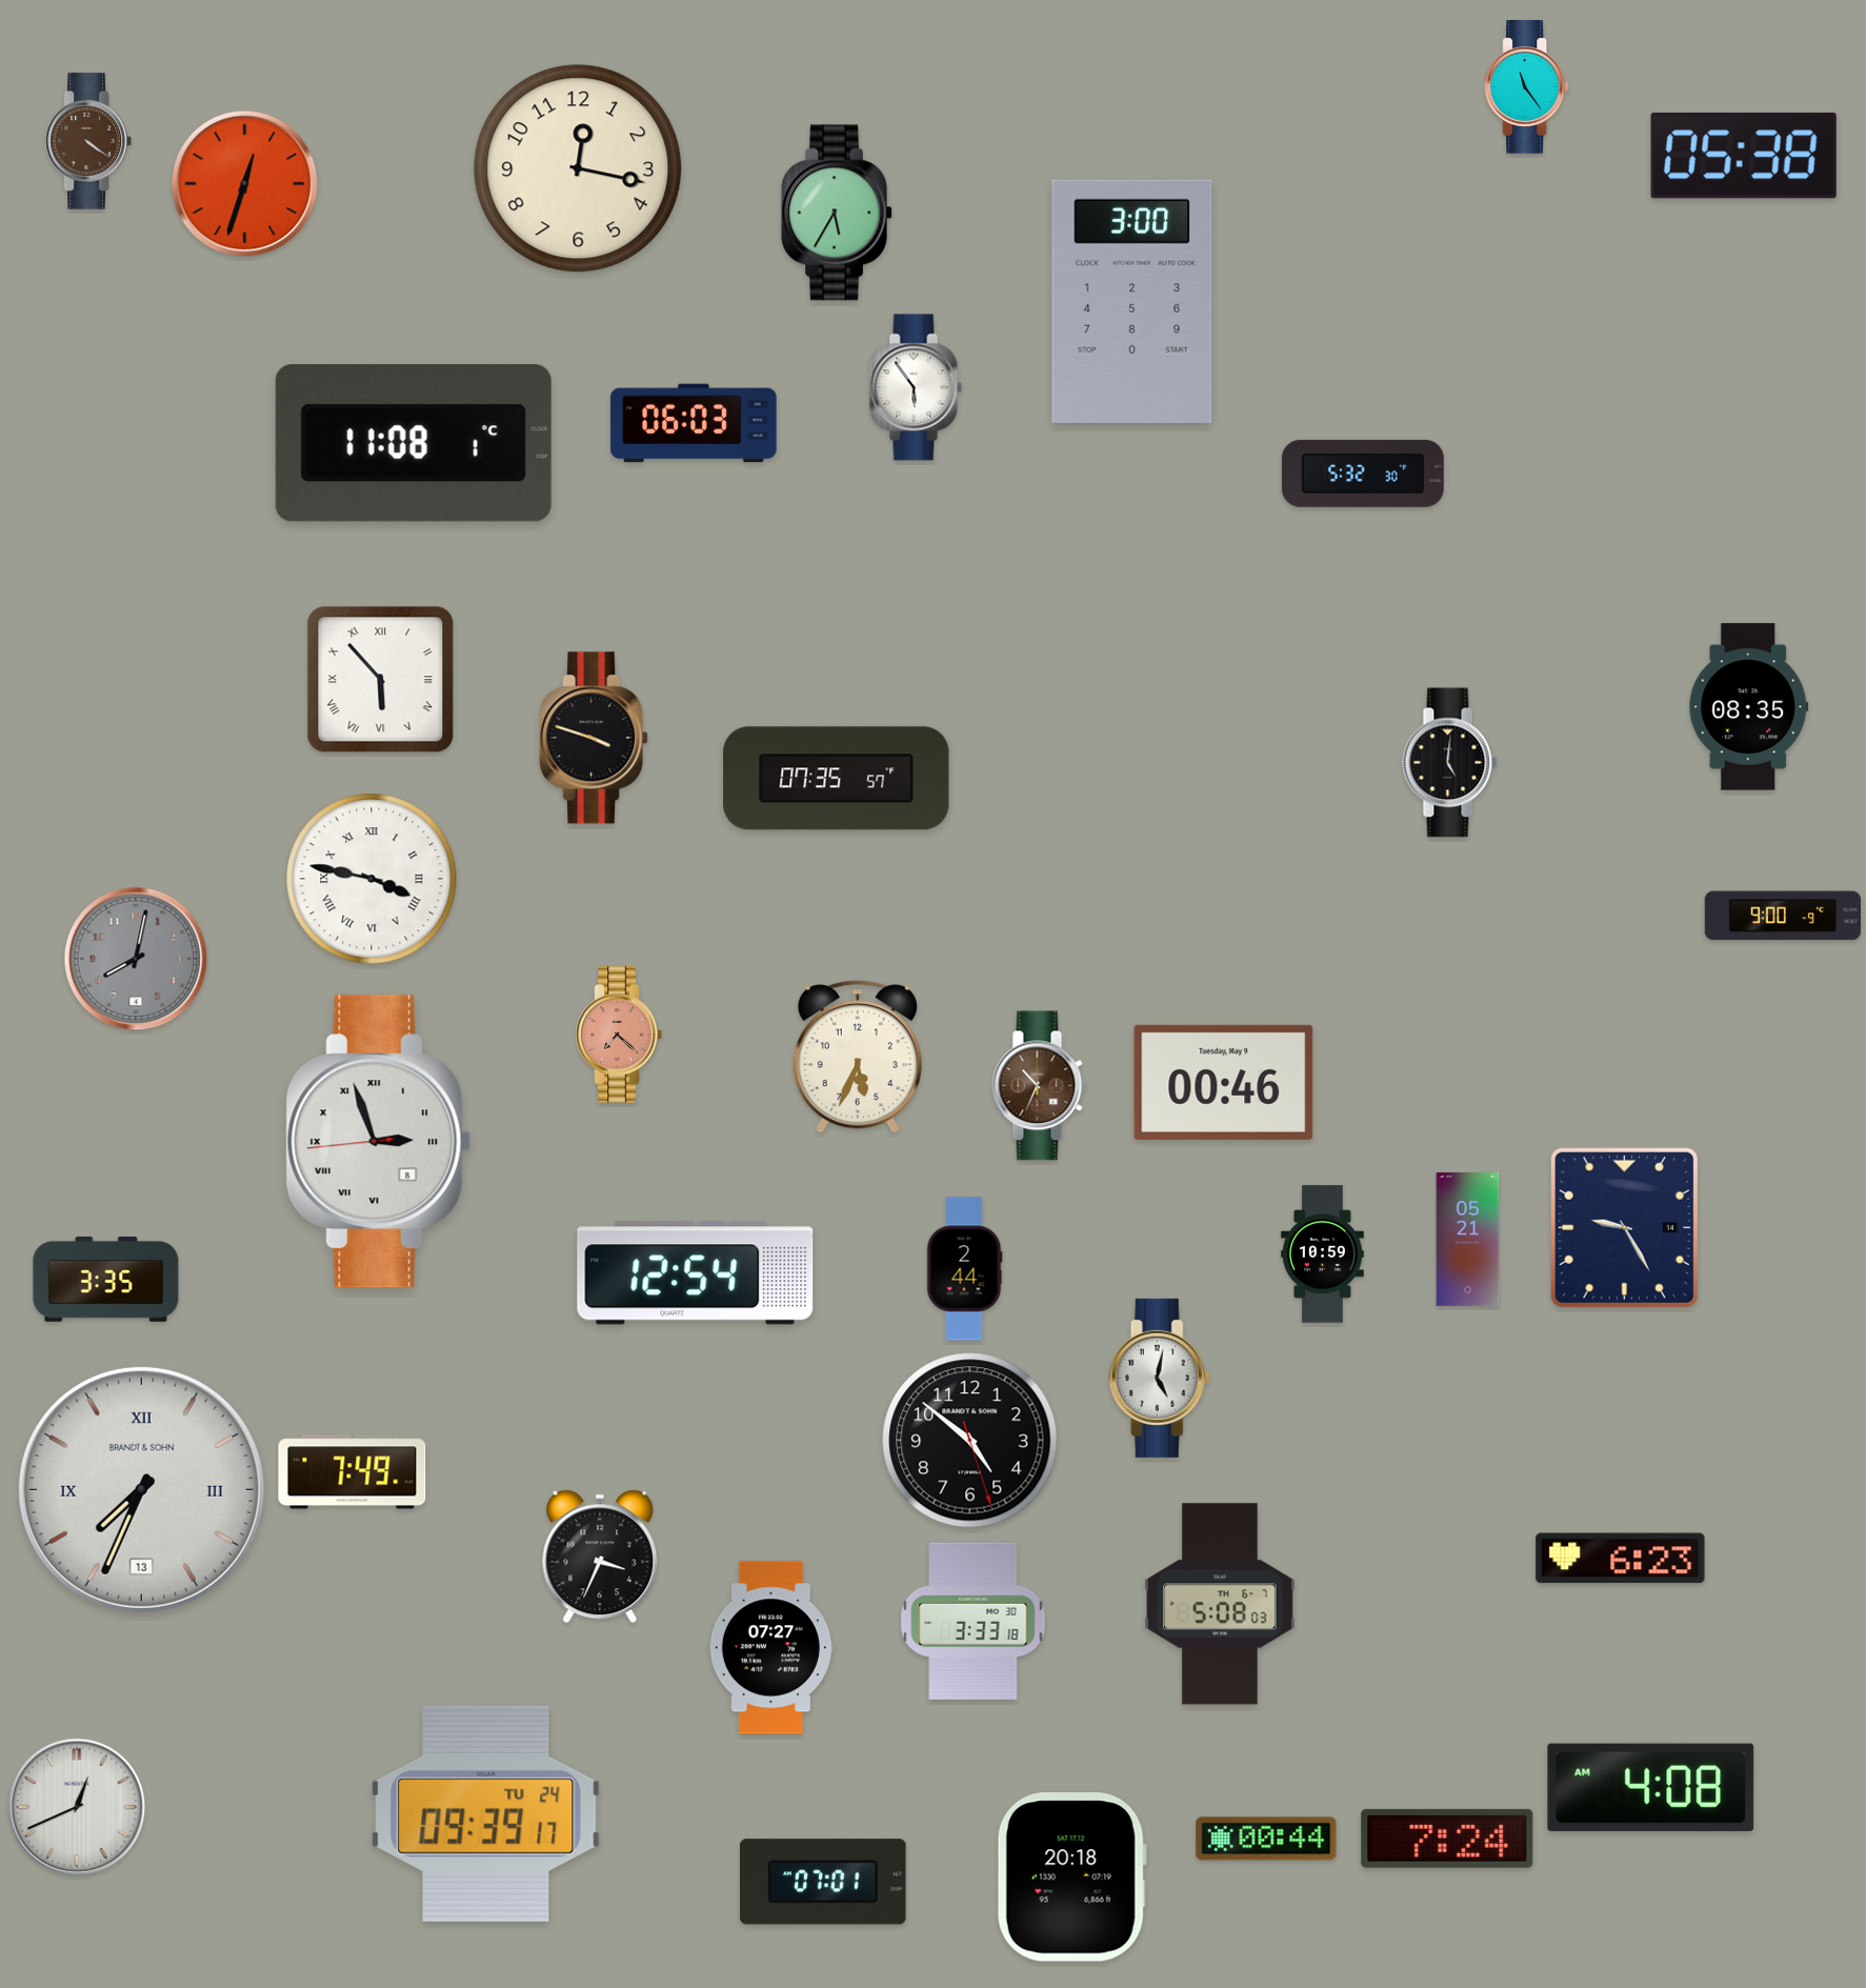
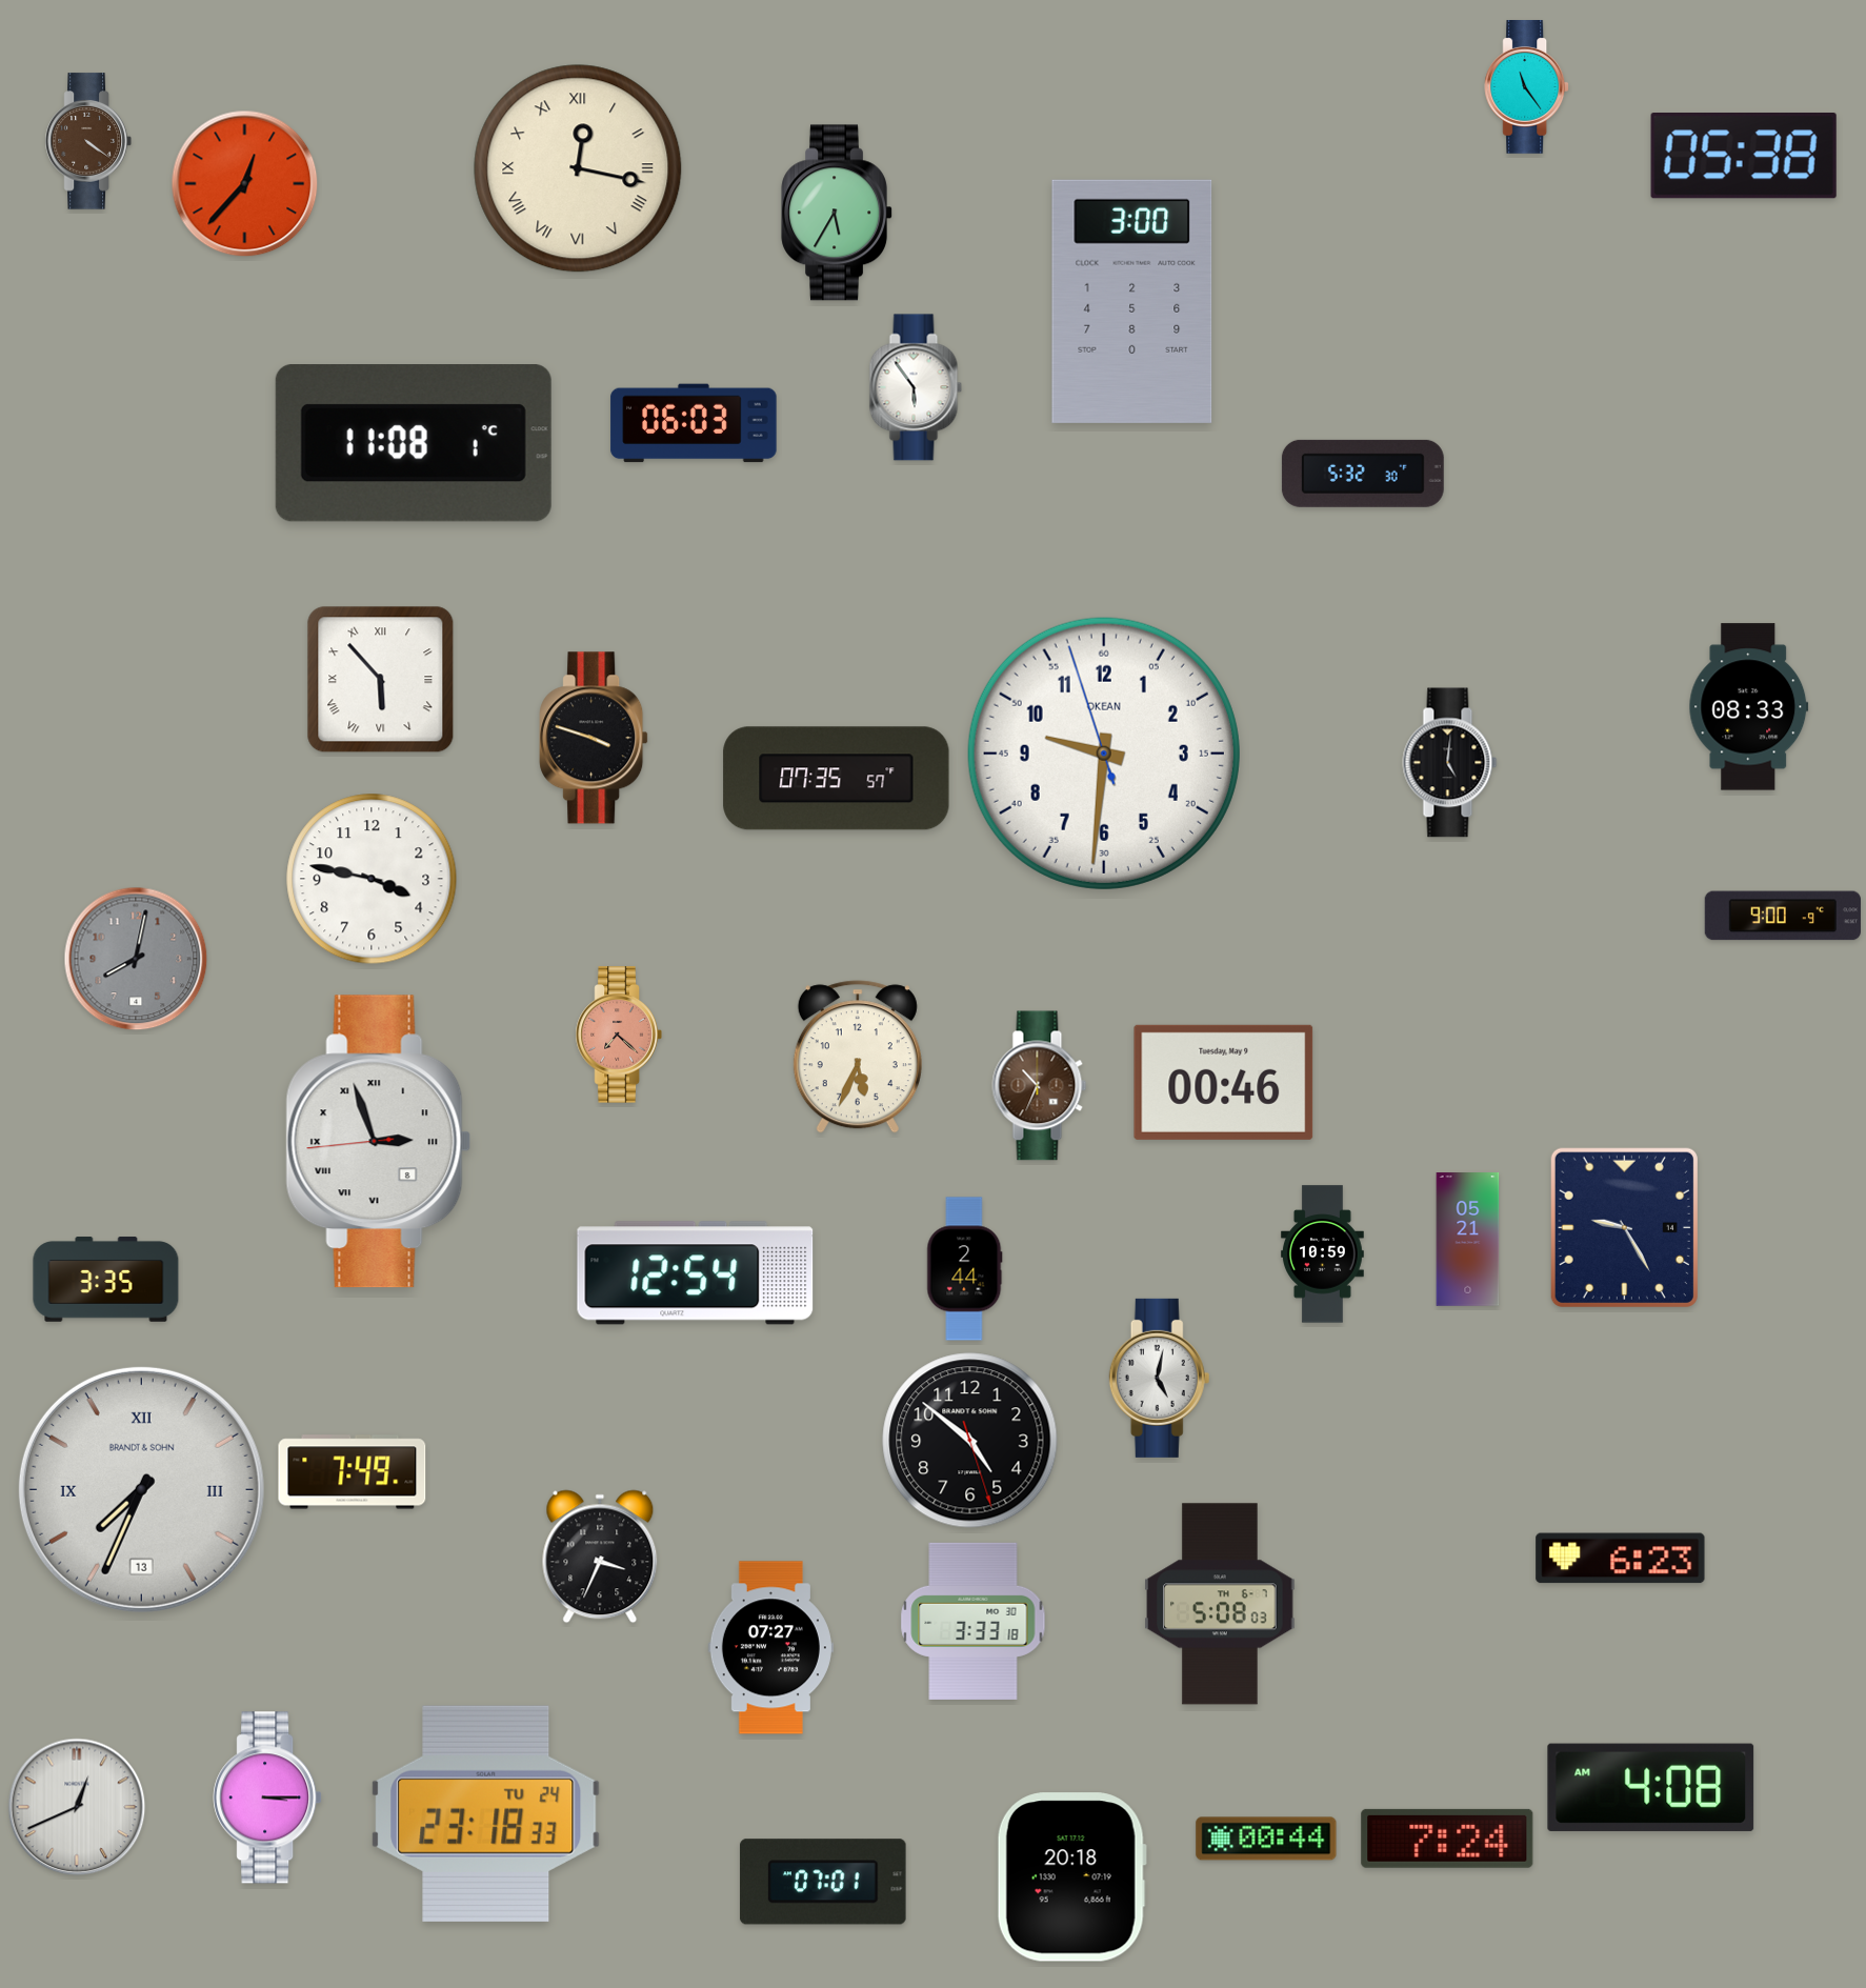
clock at (578, 168) numerals: Arabic -> Roman
clock at (245, 184): 12:33 -> 12:37
clock at (1749, 707): 08:35 -> 08:33
clock at (1104, 754): none -> 9:30
clock at (372, 879) numerals: Roman -> Arabic
clock at (267, 1798): none -> 3:15
clock at (486, 1813): 09:39 -> 23:18
